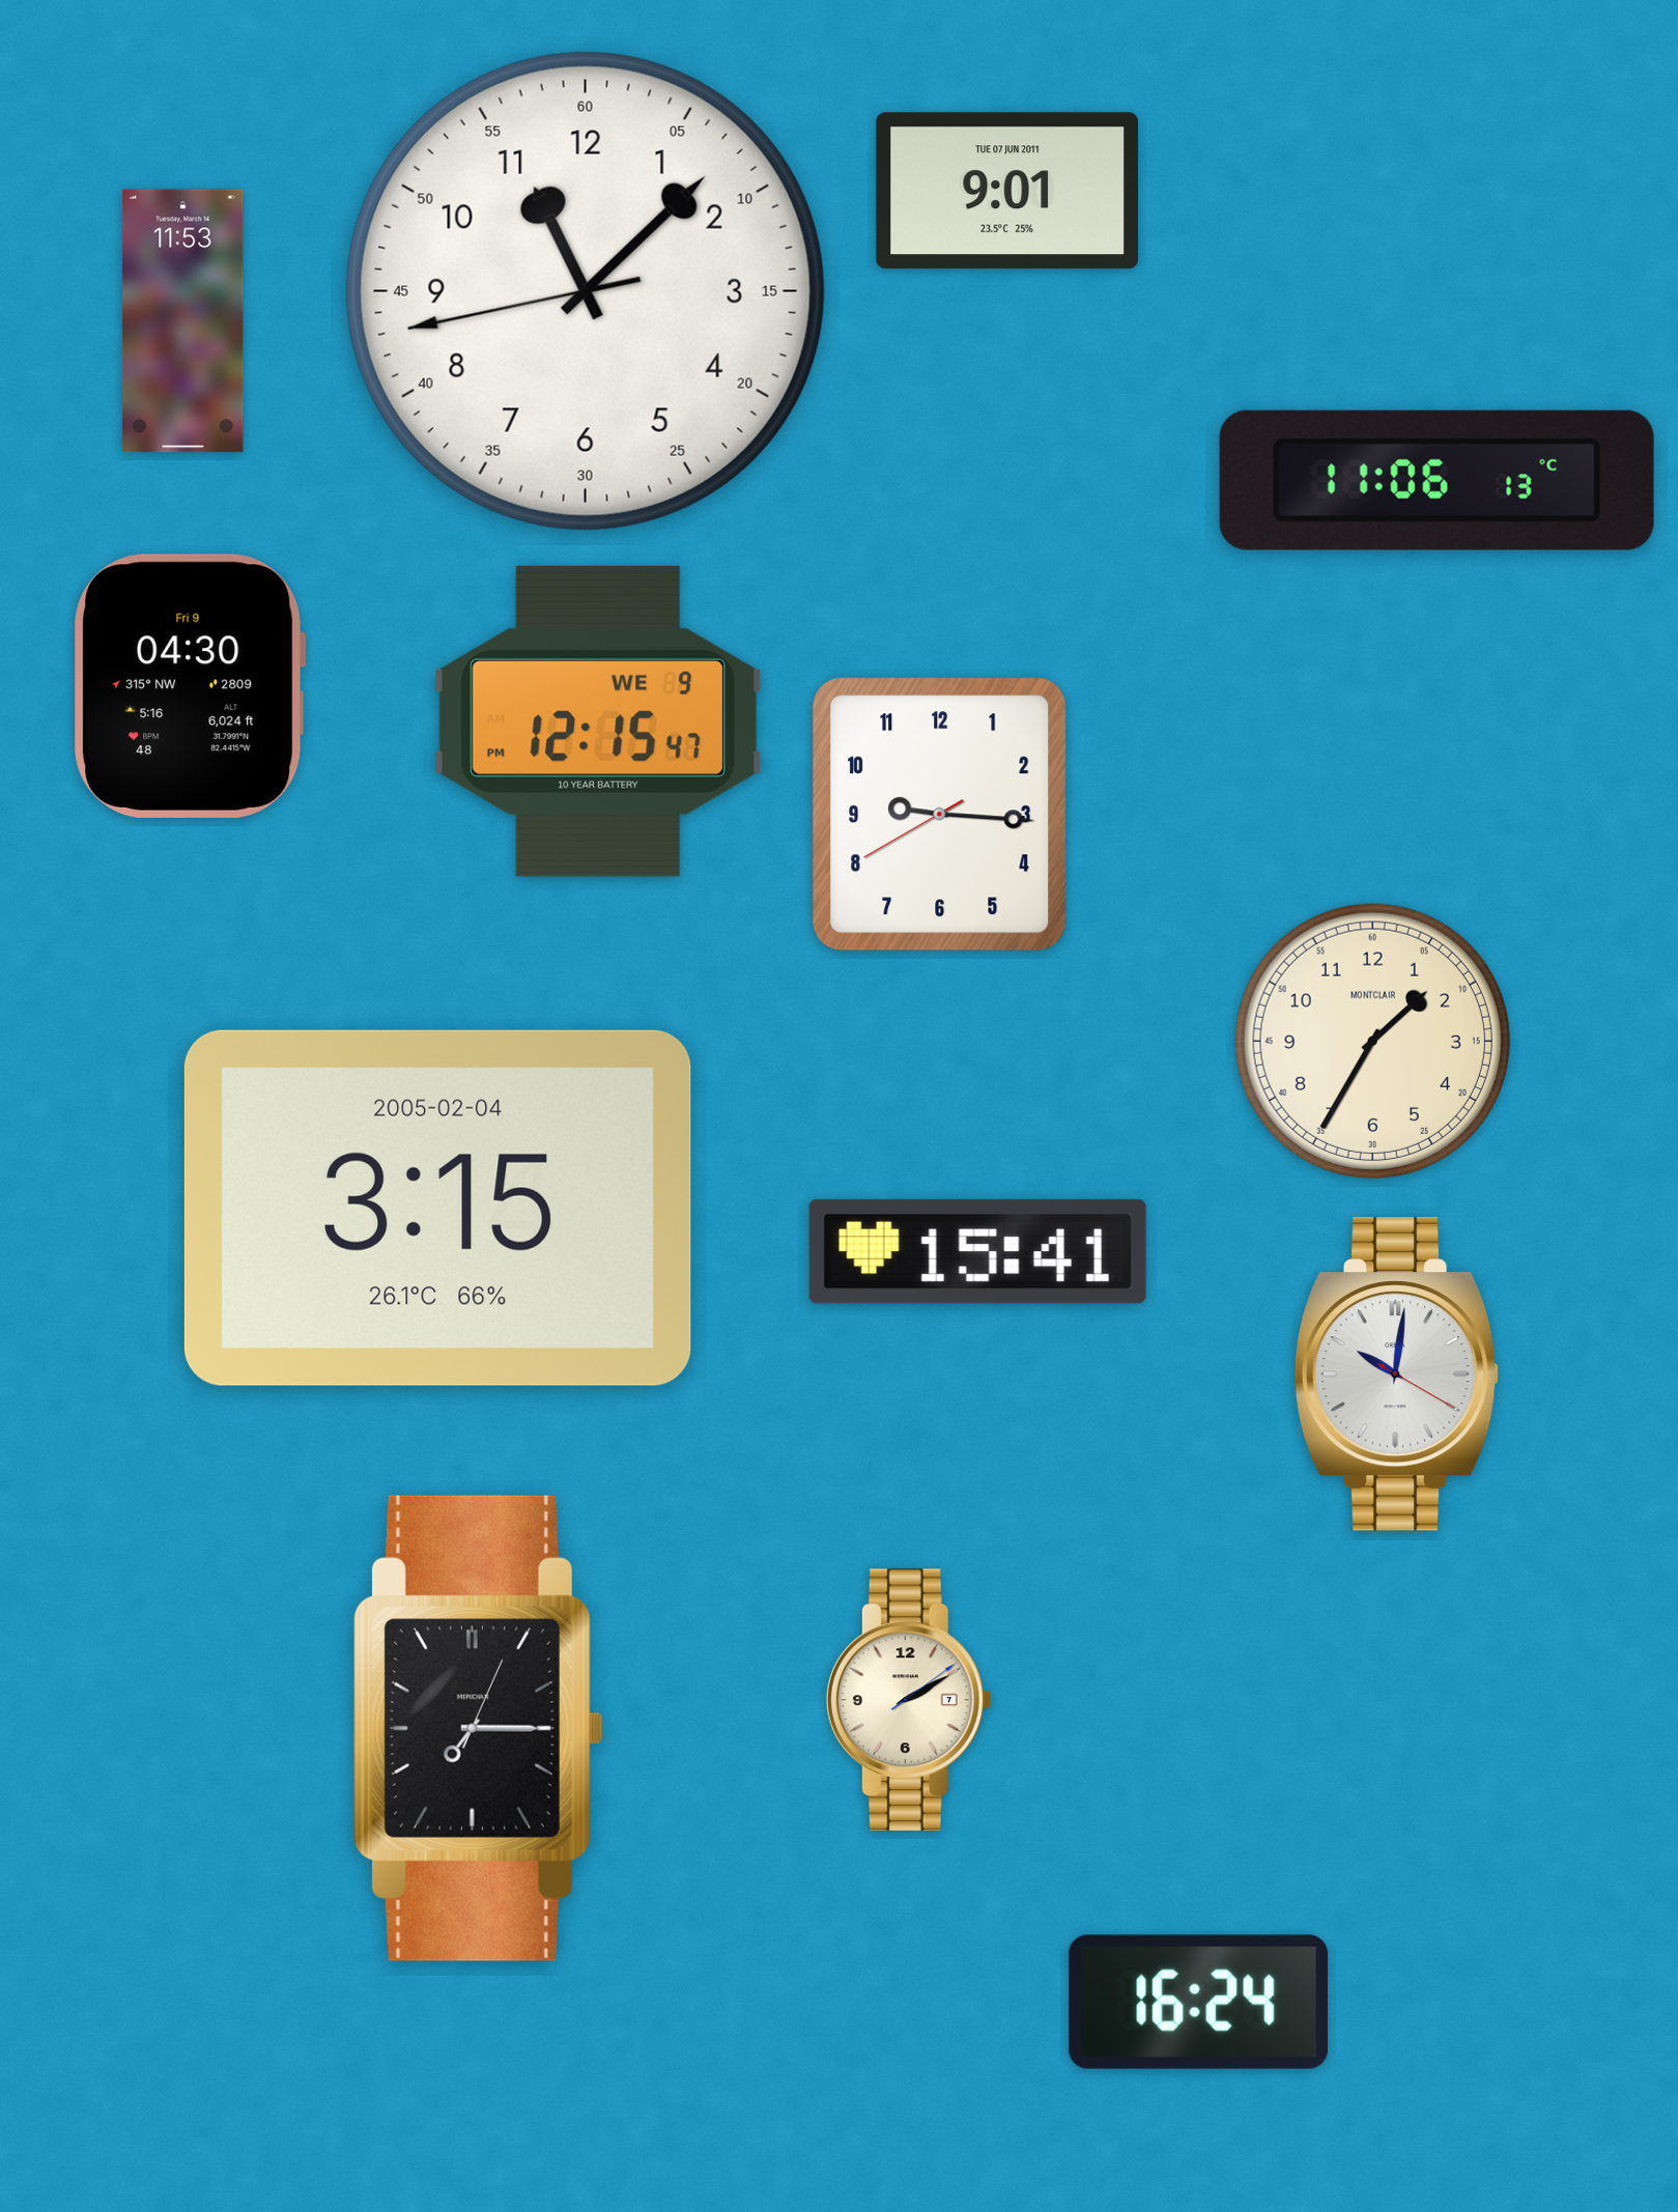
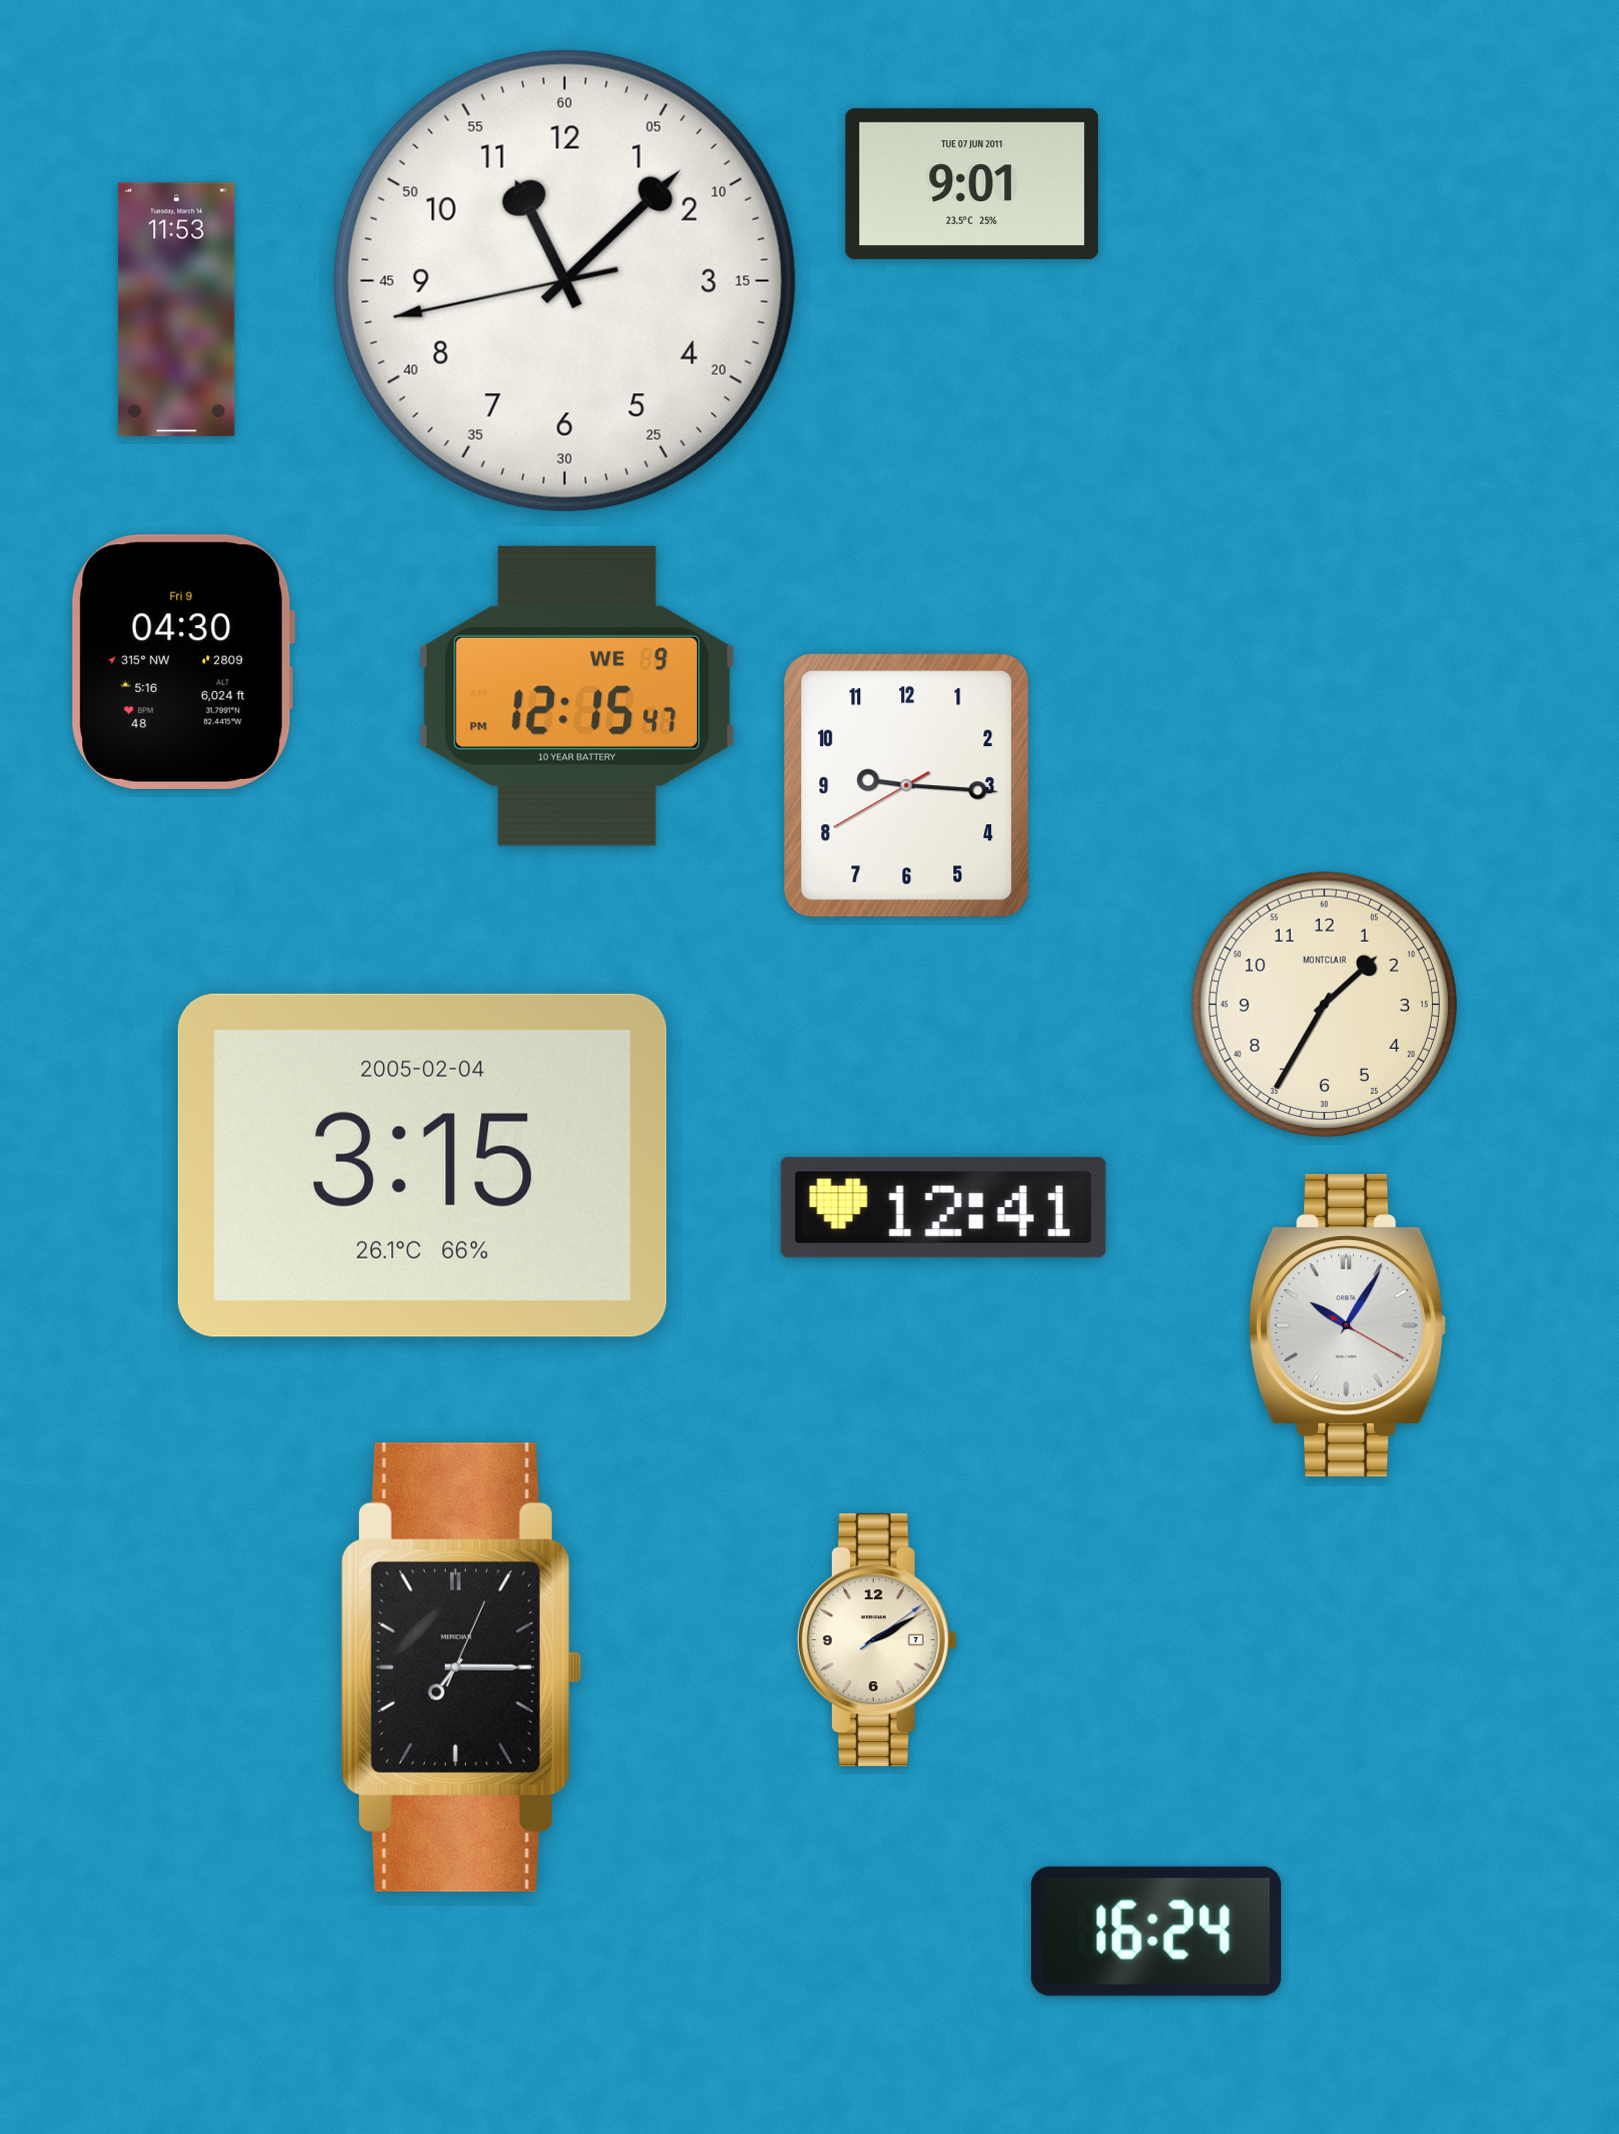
clock at (1437, 480): 11:06 -> none
clock at (977, 1251): 15:41 -> 12:41
clock at (1397, 1373): 10:01 -> 10:05
